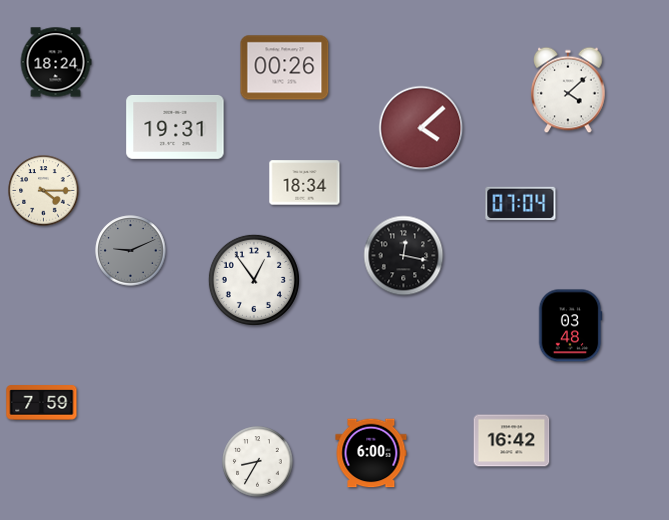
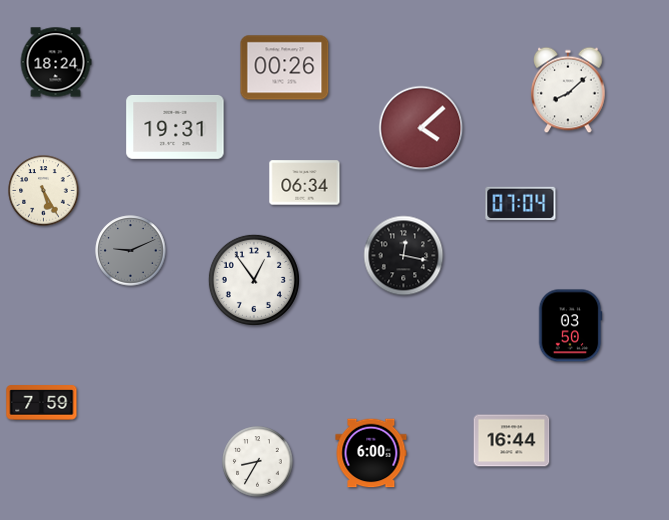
clock at (568, 90): 4:08 -> 8:08
clock at (305, 183): 18:34 -> 06:34
clock at (44, 191): 4:15 -> 5:25
clock at (570, 326): 03:48 -> 03:50
clock at (512, 441): 16:42 -> 16:44
